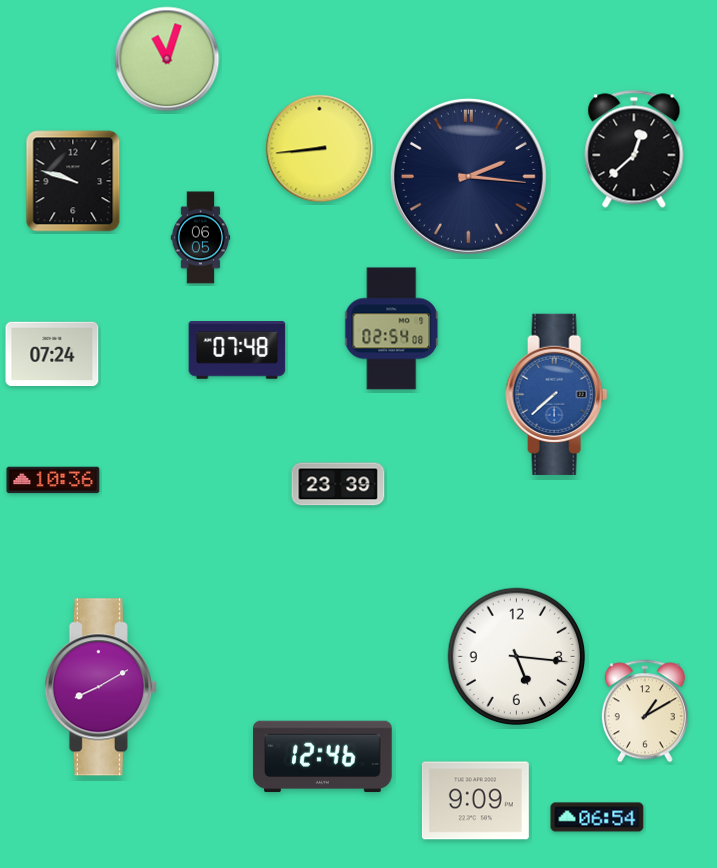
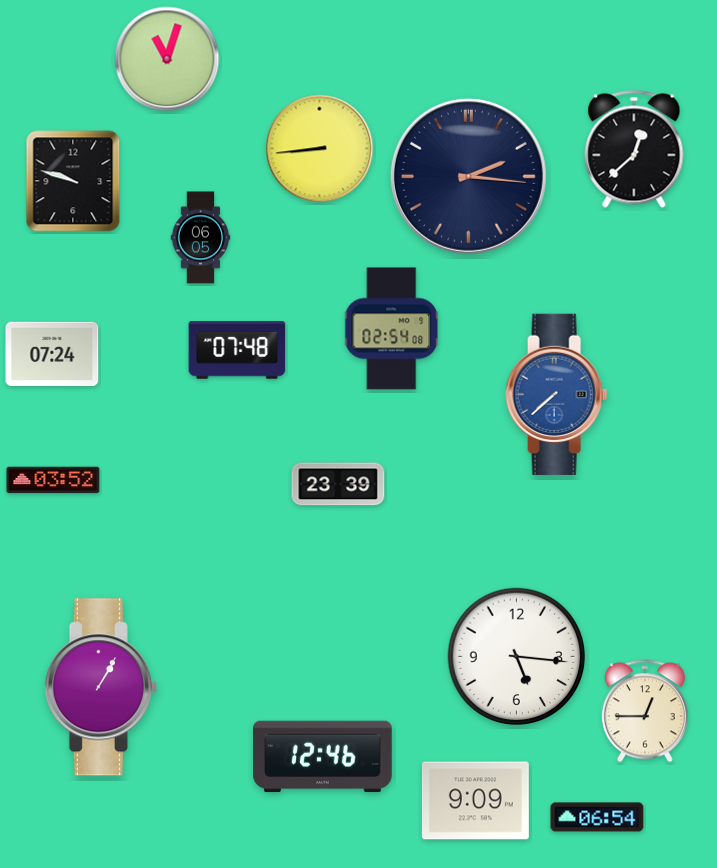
clock at (53, 480): 10:36 -> 03:52
clock at (101, 687): 8:10 -> 1:05
clock at (645, 711): 1:10 -> 12:45
